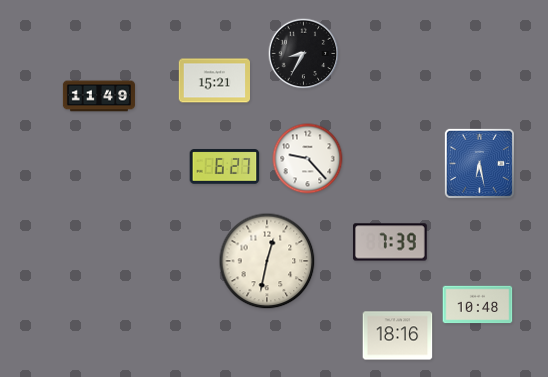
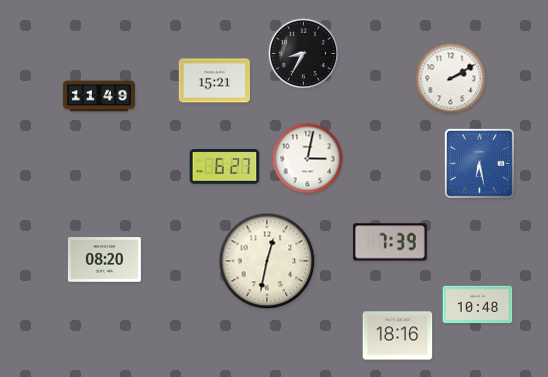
clock at (451, 79): none -> 2:10
clock at (308, 159): 9:23 -> 3:02
clock at (104, 260): none -> 08:20
